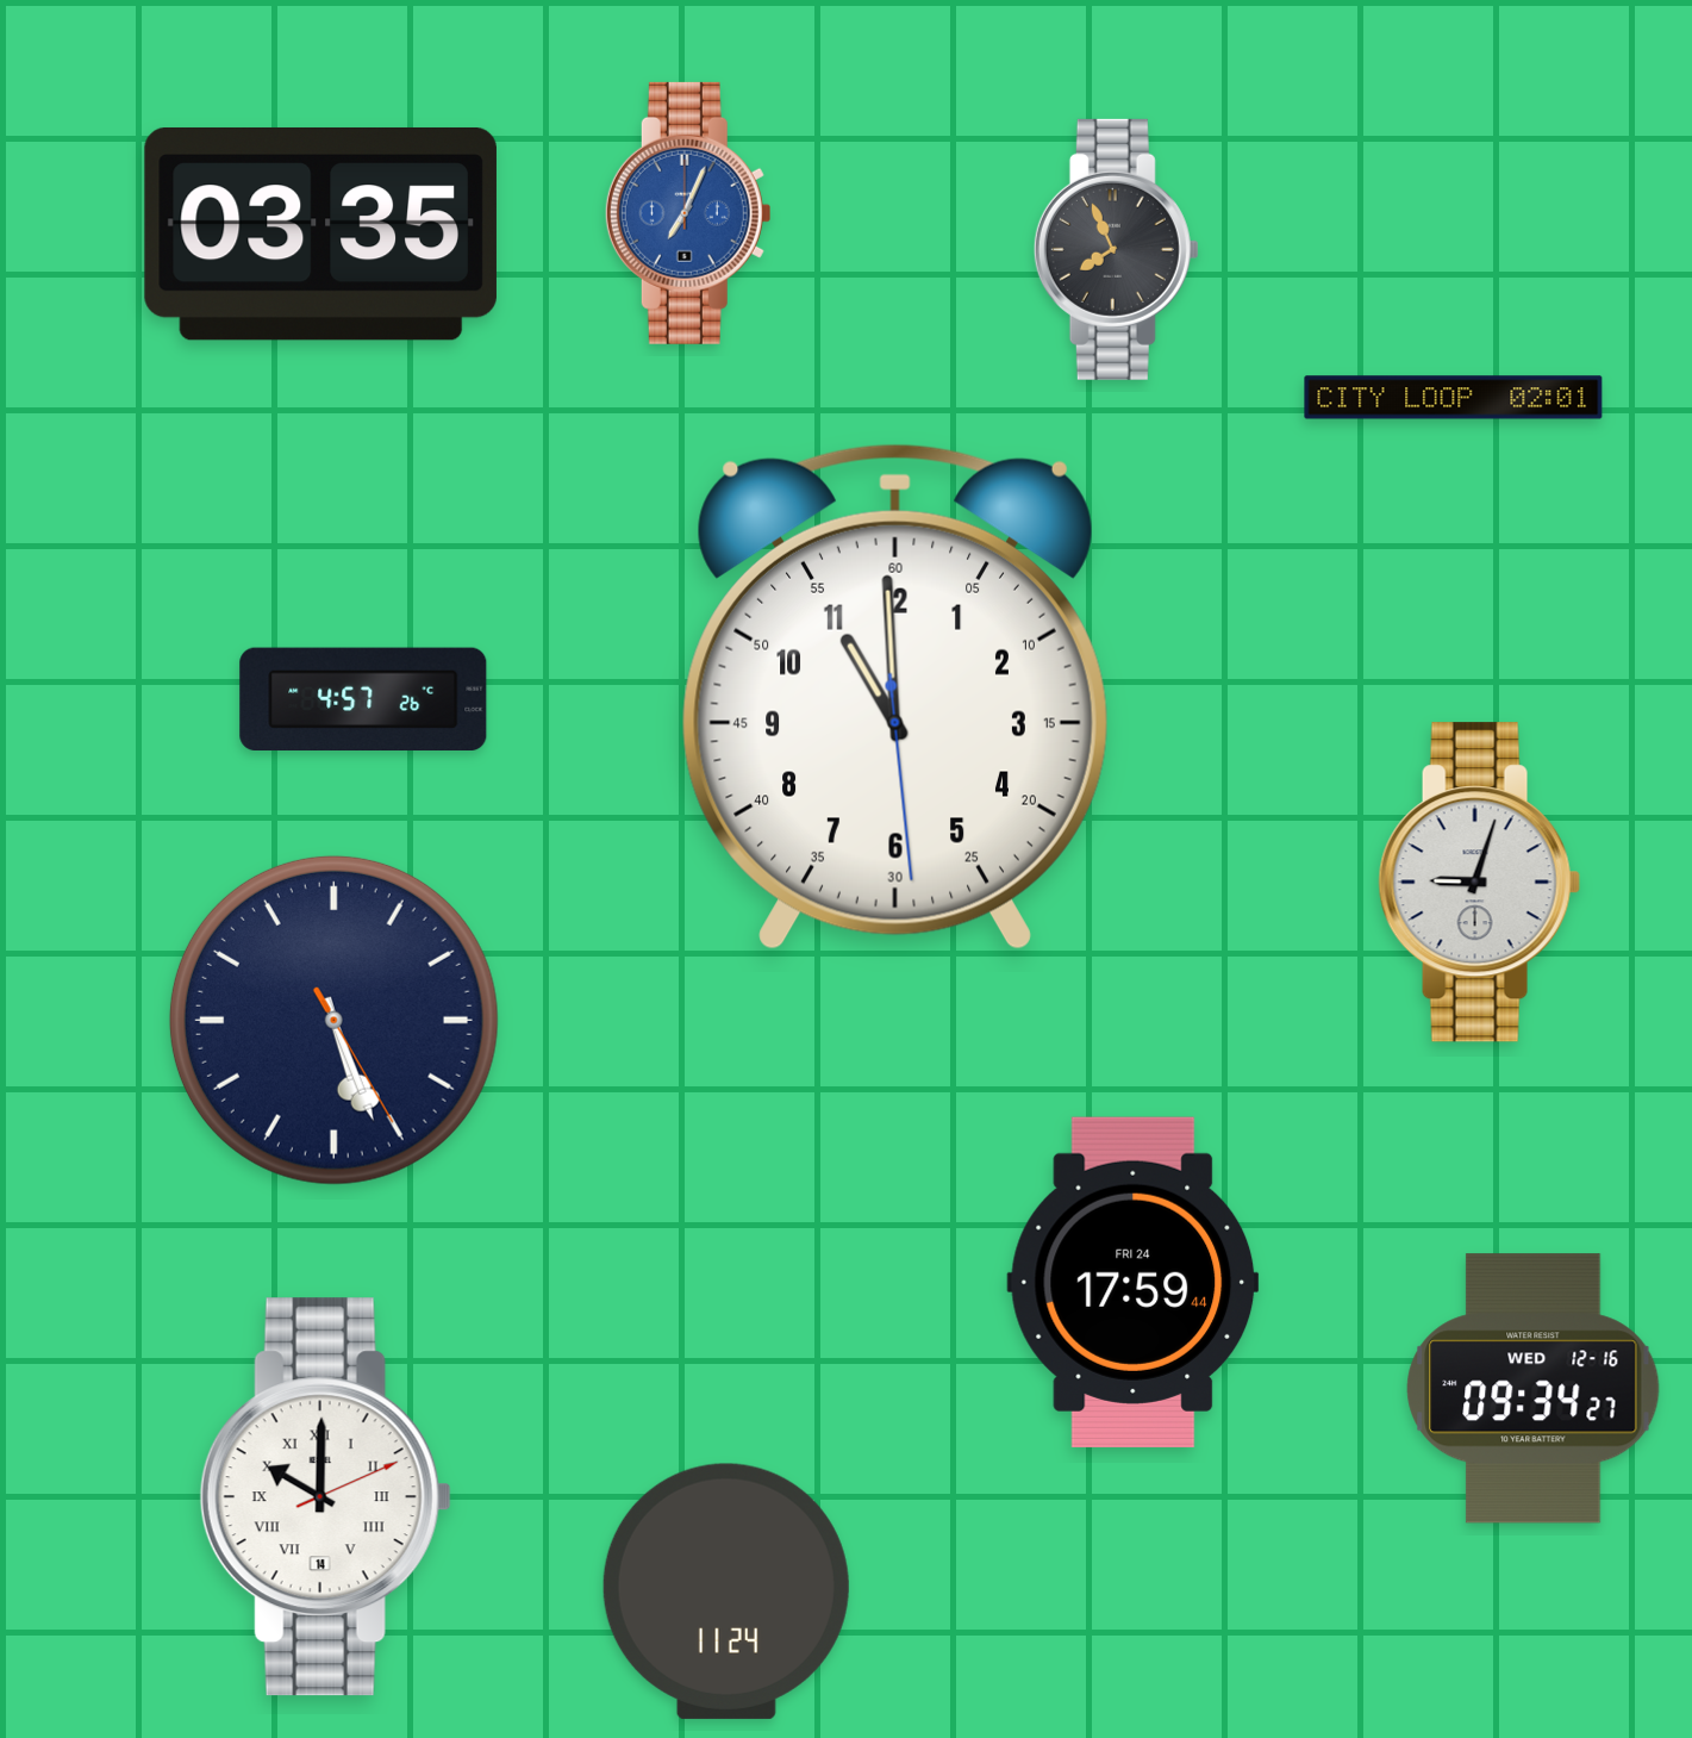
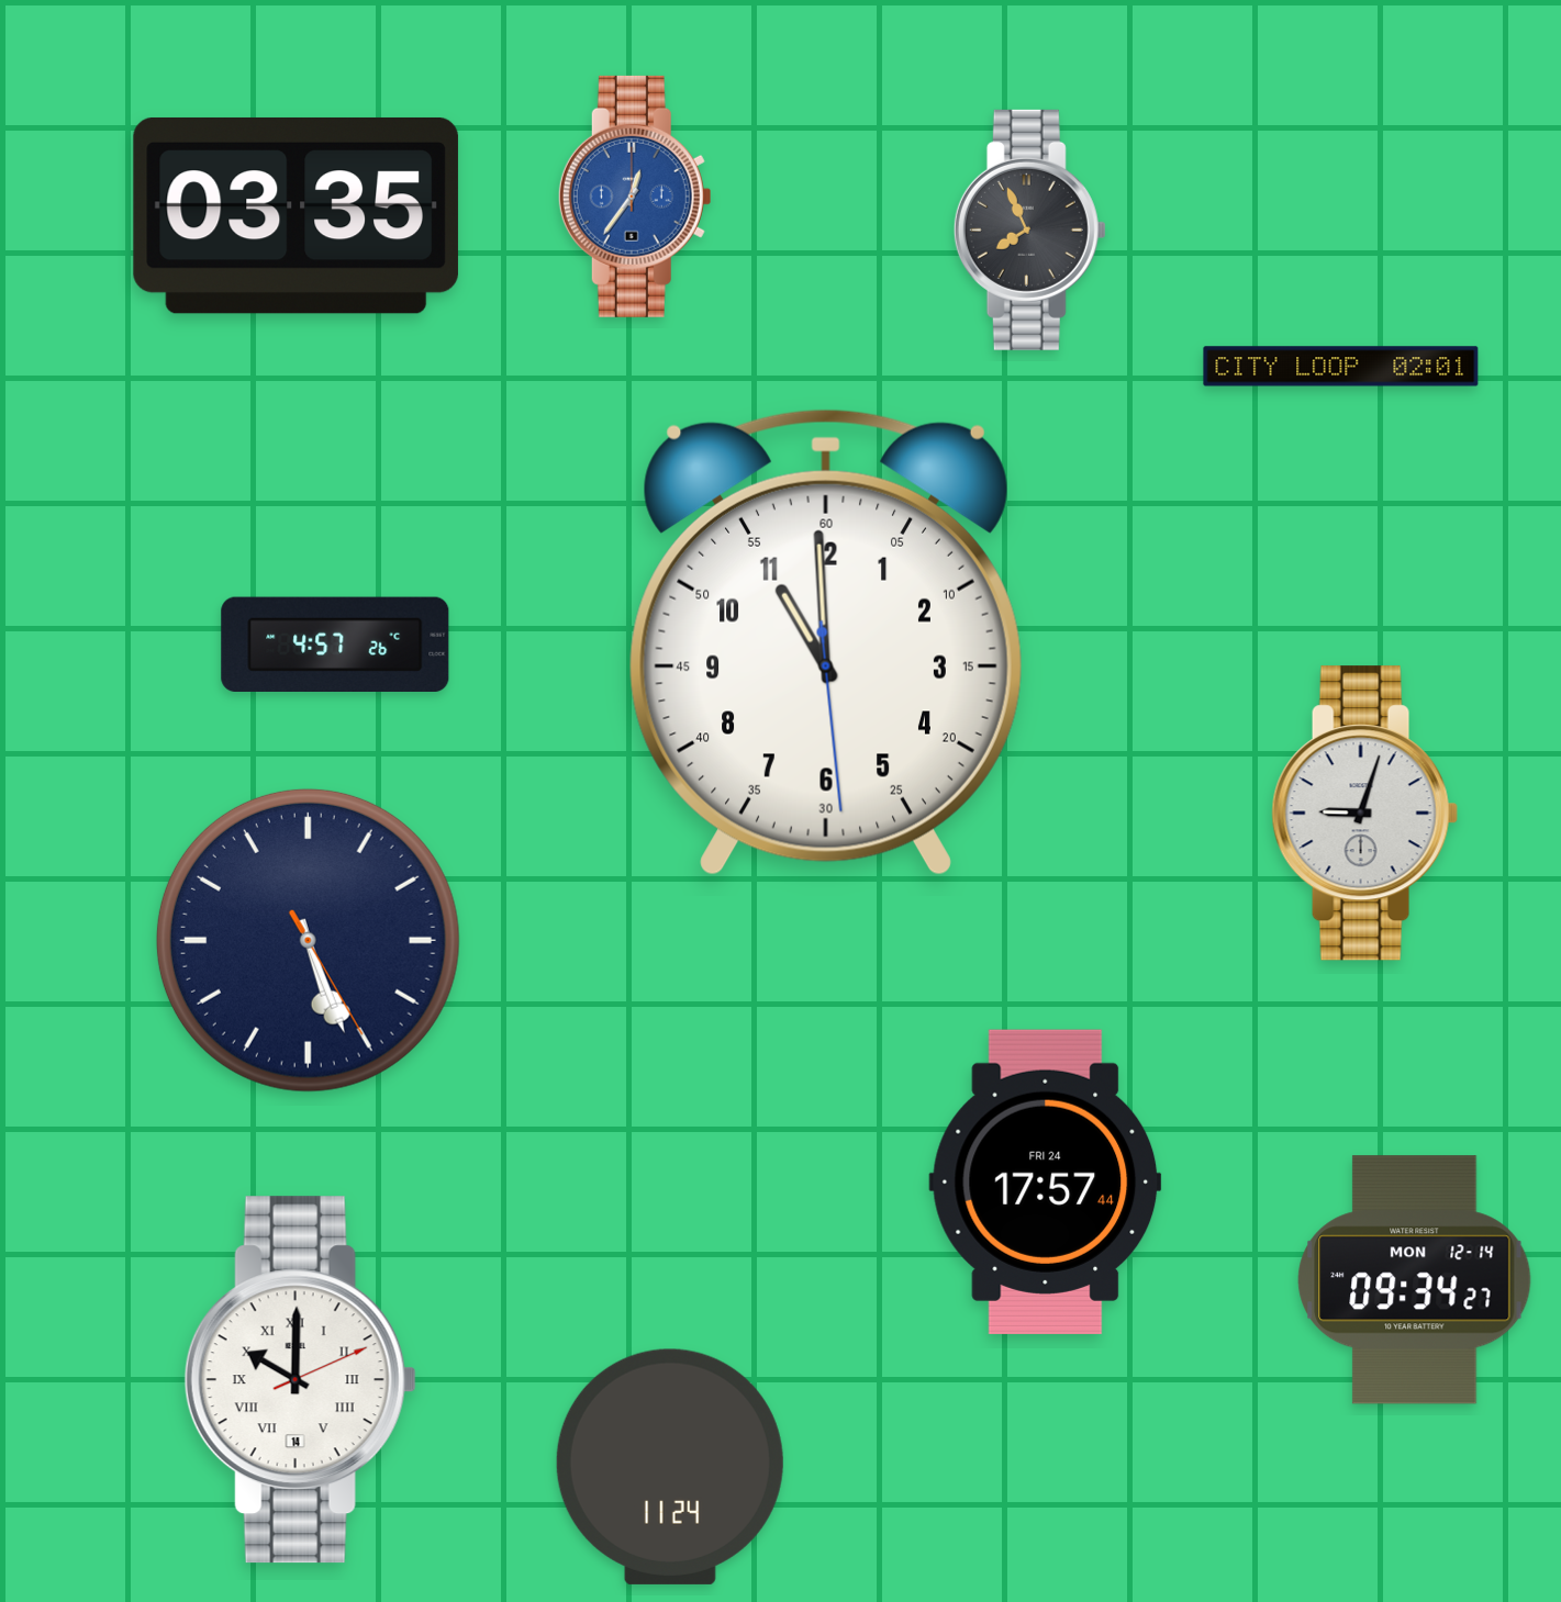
clock at (688, 213): 7:04 -> 12:36
clock at (1134, 1282): 17:59 -> 17:57
clock at (1534, 1389) date: WED 12-16 -> MON 12-14
